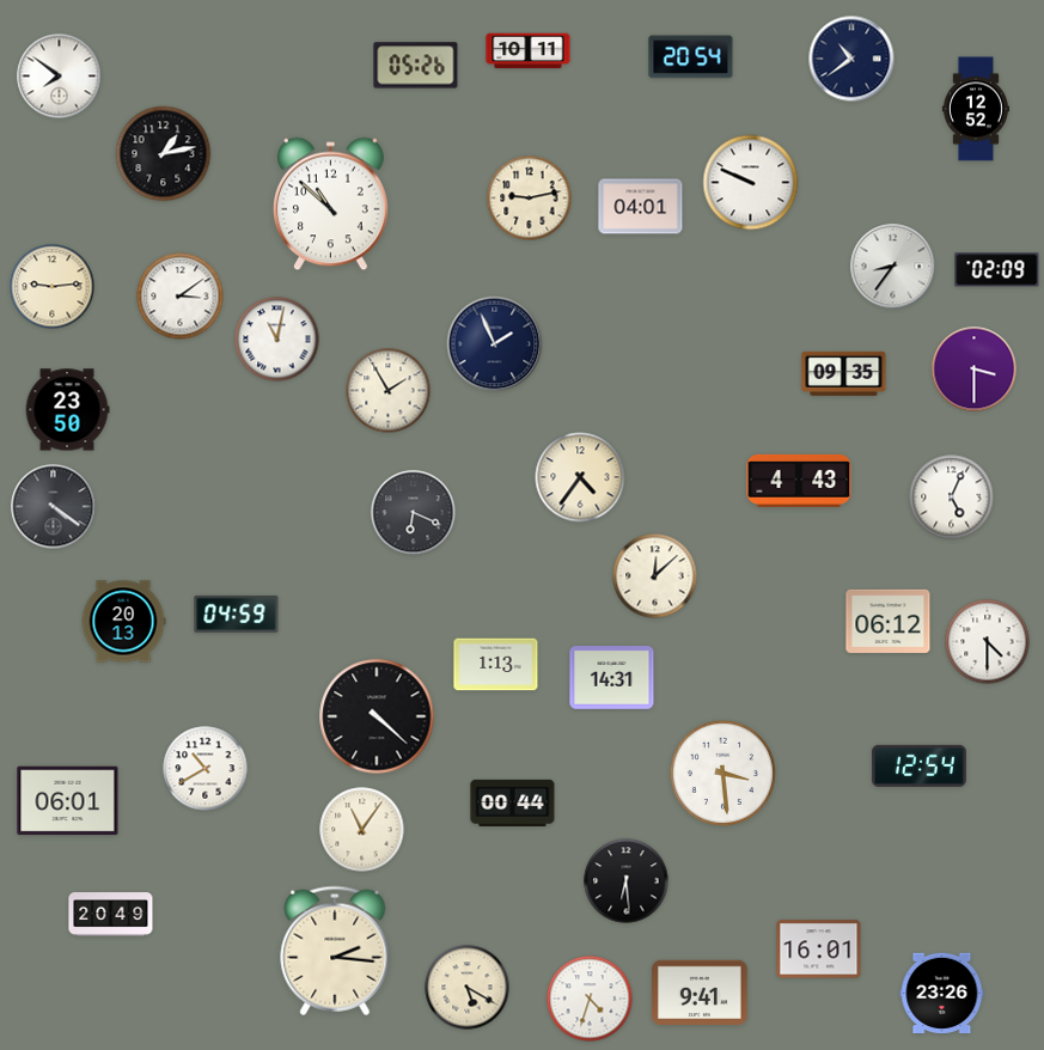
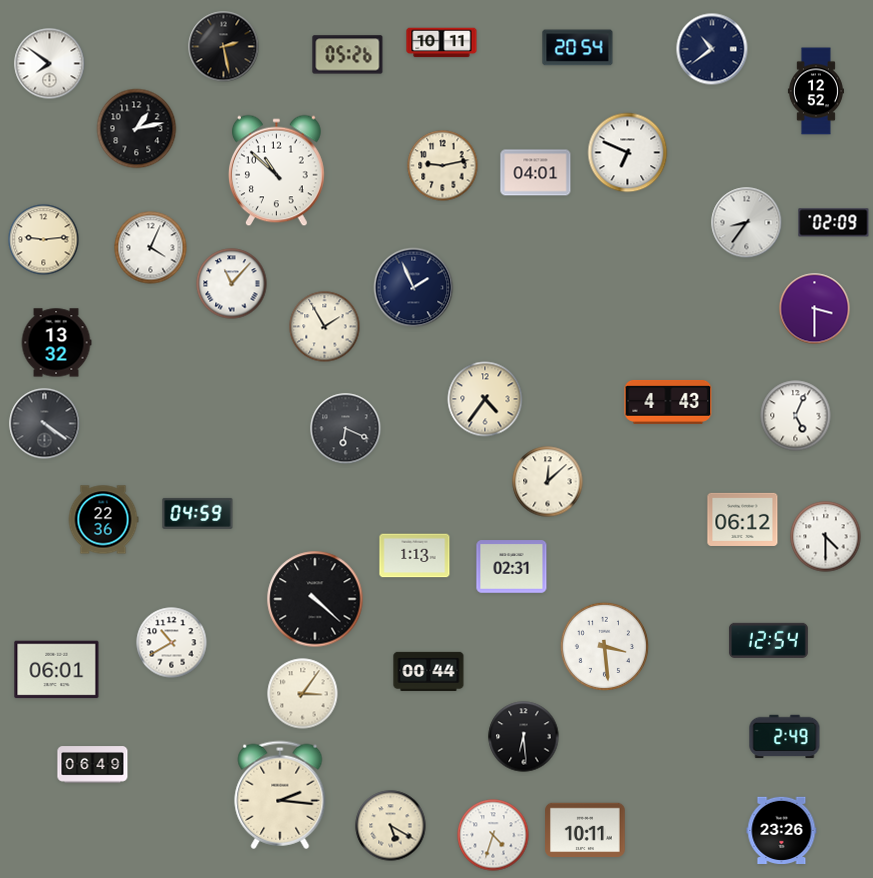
clock at (224, 47): none -> 2:28
clock at (751, 183): 9:49 -> 6:49
clock at (997, 270) position: (997, 270) -> (834, 223)
clock at (181, 297): 3:09 -> 4:04
clock at (277, 340): 11:02 -> 11:07
clock at (844, 373): 09:35 -> none
clock at (67, 410): 23:50 -> 13:32
clock at (123, 622): 20:13 -> 22:36
clock at (612, 678): 14:31 -> 02:31
clock at (362, 830): 11:06 -> 3:06
clock at (785, 737): none -> 2:49
clock at (111, 915): 20:49 -> 06:49
clock at (819, 950): 16:01 -> none
clock at (700, 993): 9:41 -> 10:11
clock at (942, 993) position: (942, 993) -> (782, 830)
